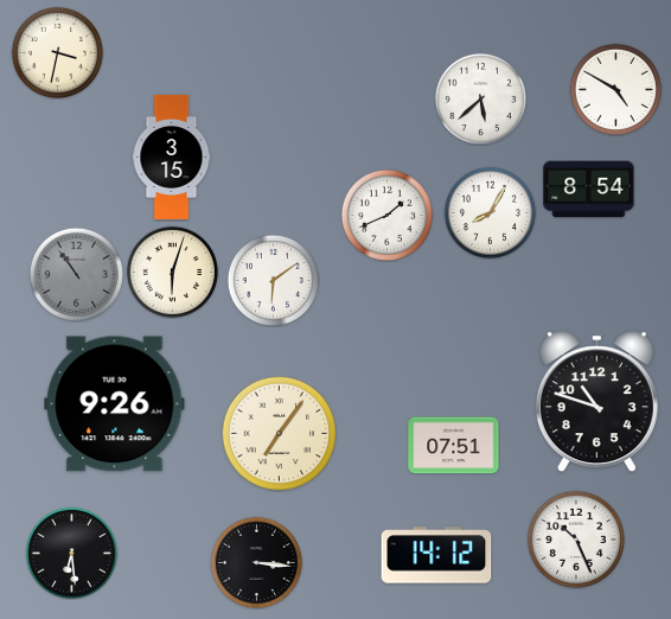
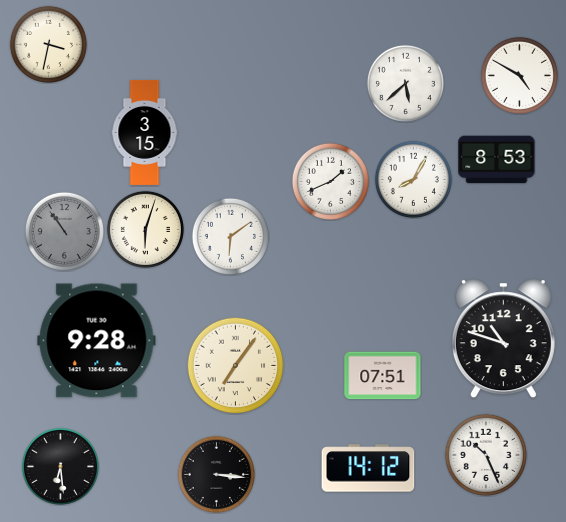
clock at (589, 190): 8:54 -> 8:53
clock at (386, 215) position: (386, 215) -> (330, 181)
clock at (115, 404): 9:26 -> 9:28
